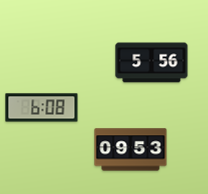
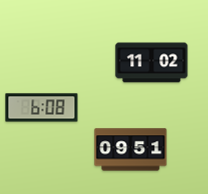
clock at (152, 63): 5:56 -> 11:02
clock at (131, 150): 09:53 -> 09:51
